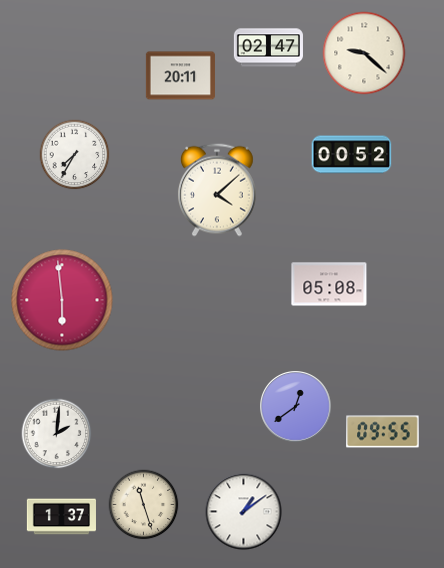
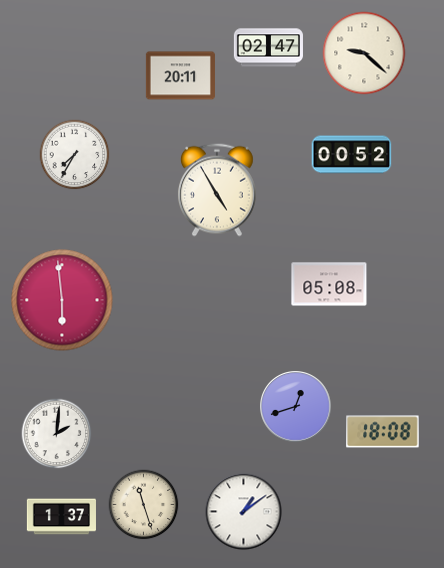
clock at (217, 190): 4:08 -> 4:55
clock at (296, 407): 12:39 -> 12:42
clock at (383, 432): 09:55 -> 18:08
